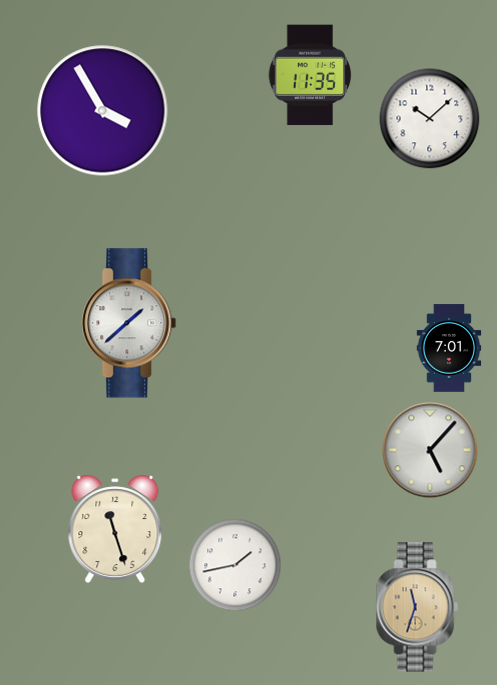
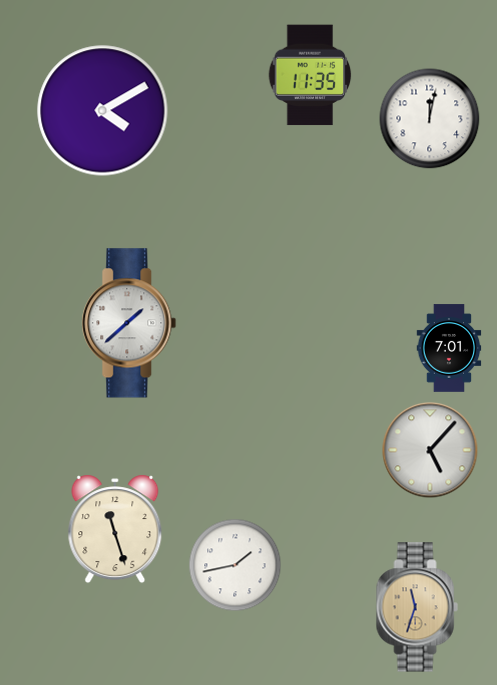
clock at (103, 111): 3:55 -> 4:10
clock at (430, 119): 10:08 -> 12:02
